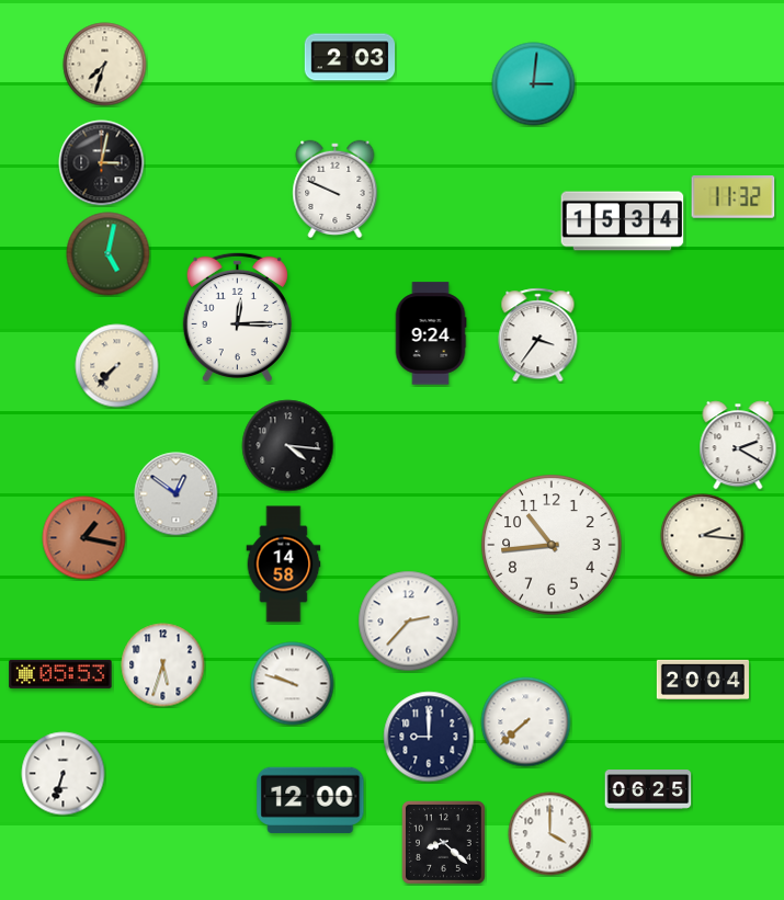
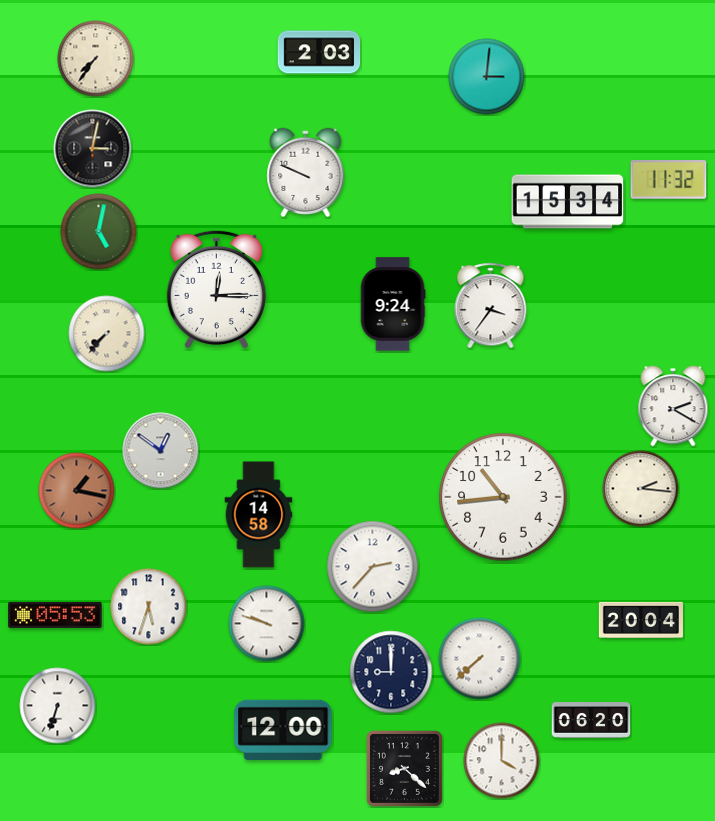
clock at (105, 65): 7:33 -> 7:36
clock at (288, 446): 4:16 -> none
clock at (648, 790): 06:25 -> 06:20
